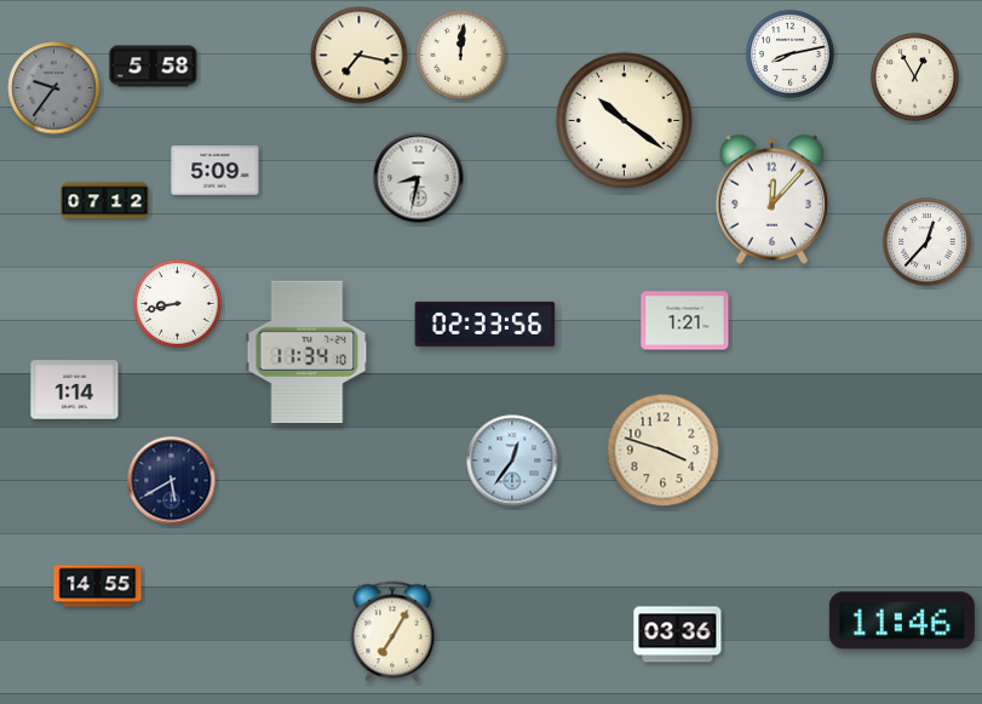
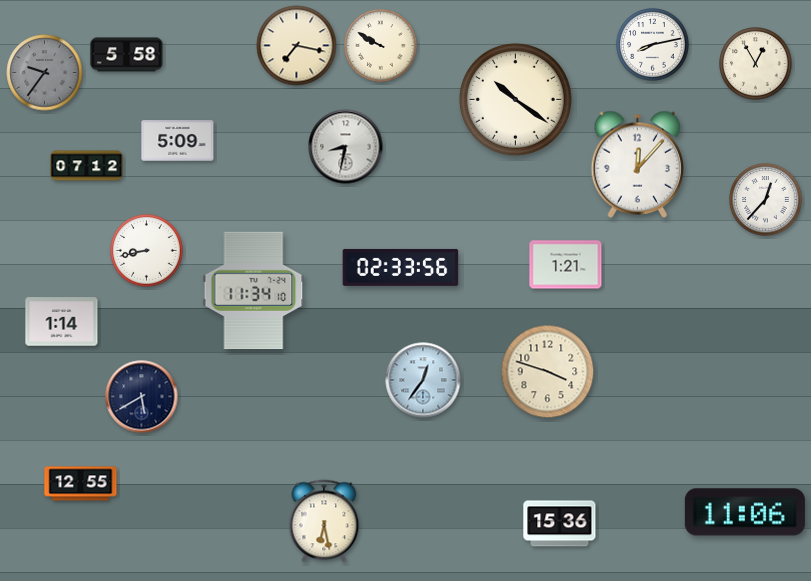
clock at (461, 56): 12:01 -> 9:50
clock at (98, 586): 14:55 -> 12:55
clock at (902, 620): 11:46 -> 11:06
clock at (392, 631): 7:05 -> 6:28
clock at (678, 635): 03:36 -> 15:36
